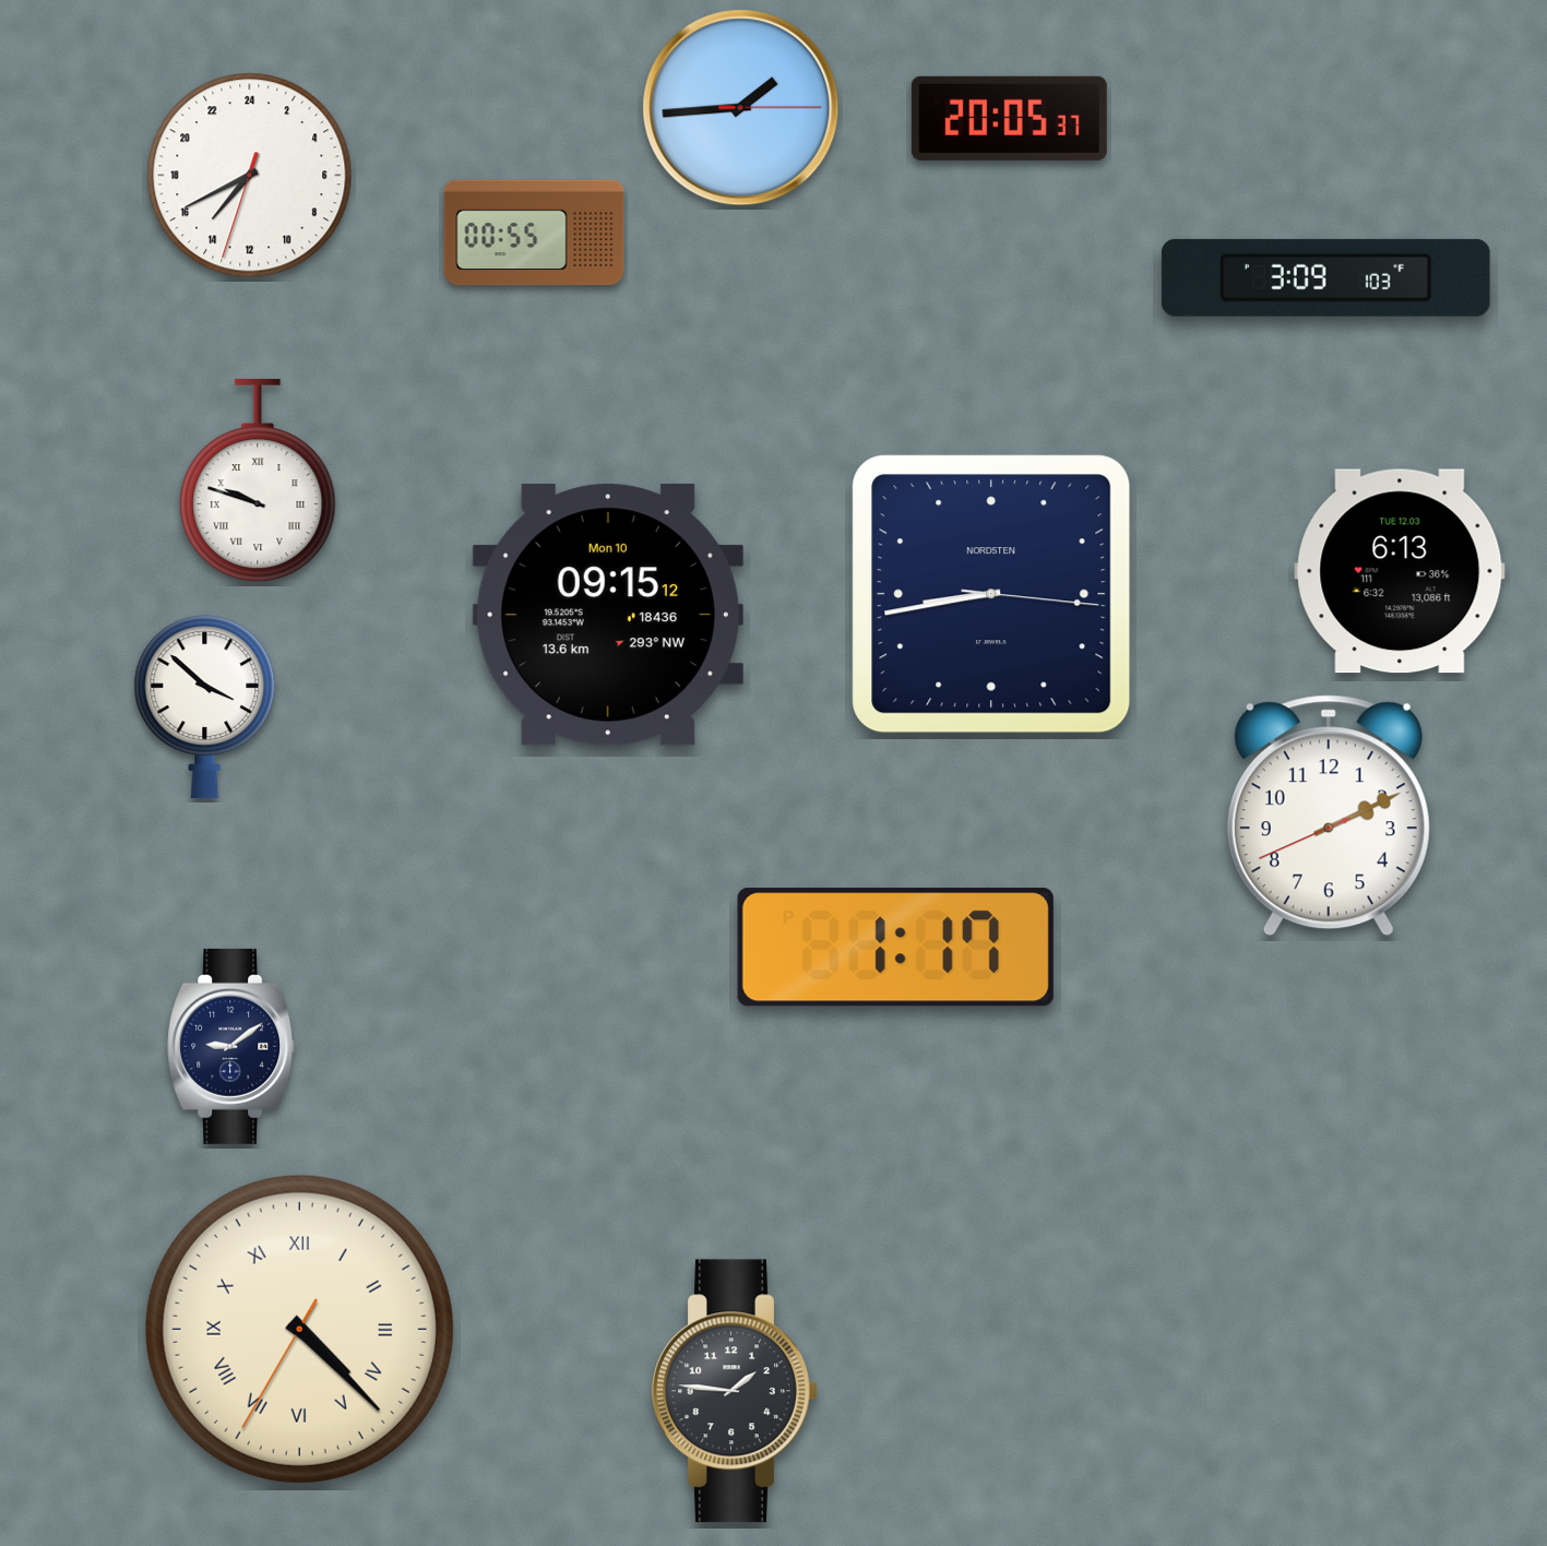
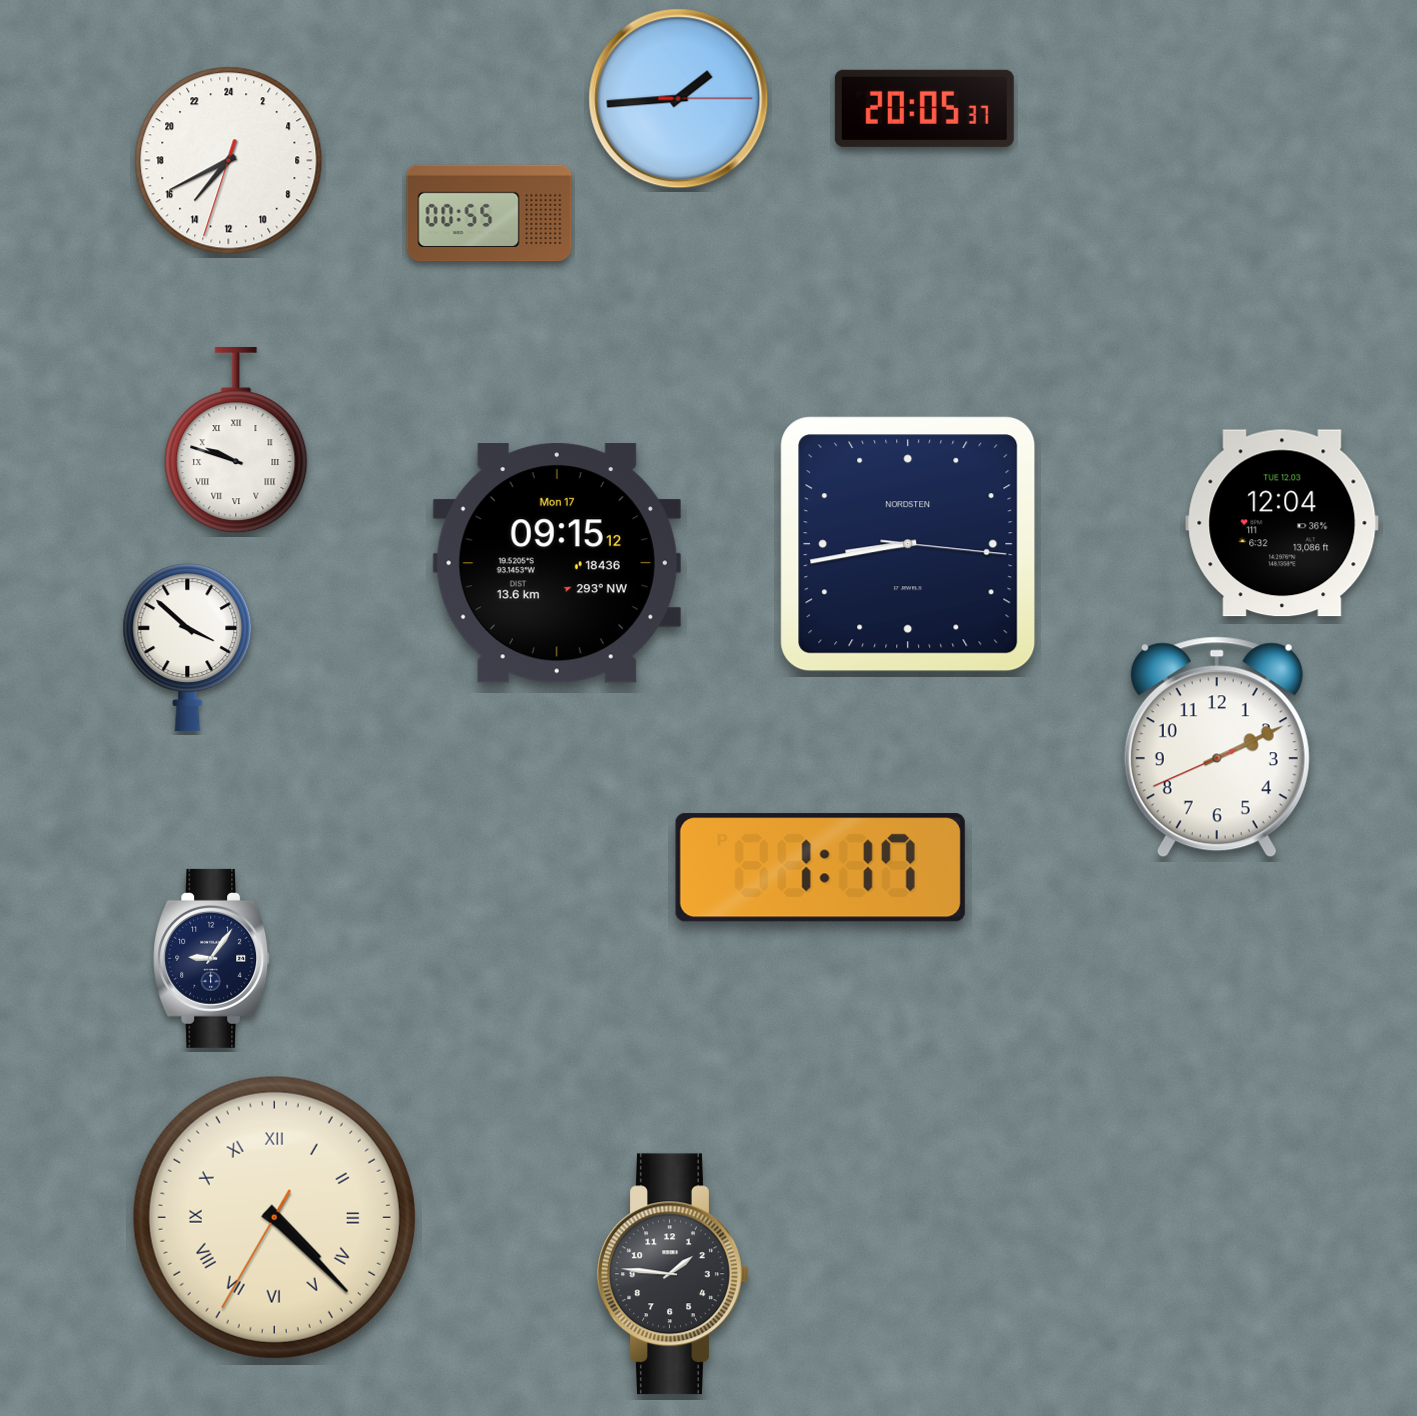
clock at (1325, 277): 3:09 -> none
clock at (1400, 571): 6:13 -> 12:04
clock at (608, 615) date: Mon 10 -> Mon 17
clock at (231, 1046): 9:09 -> 9:06
